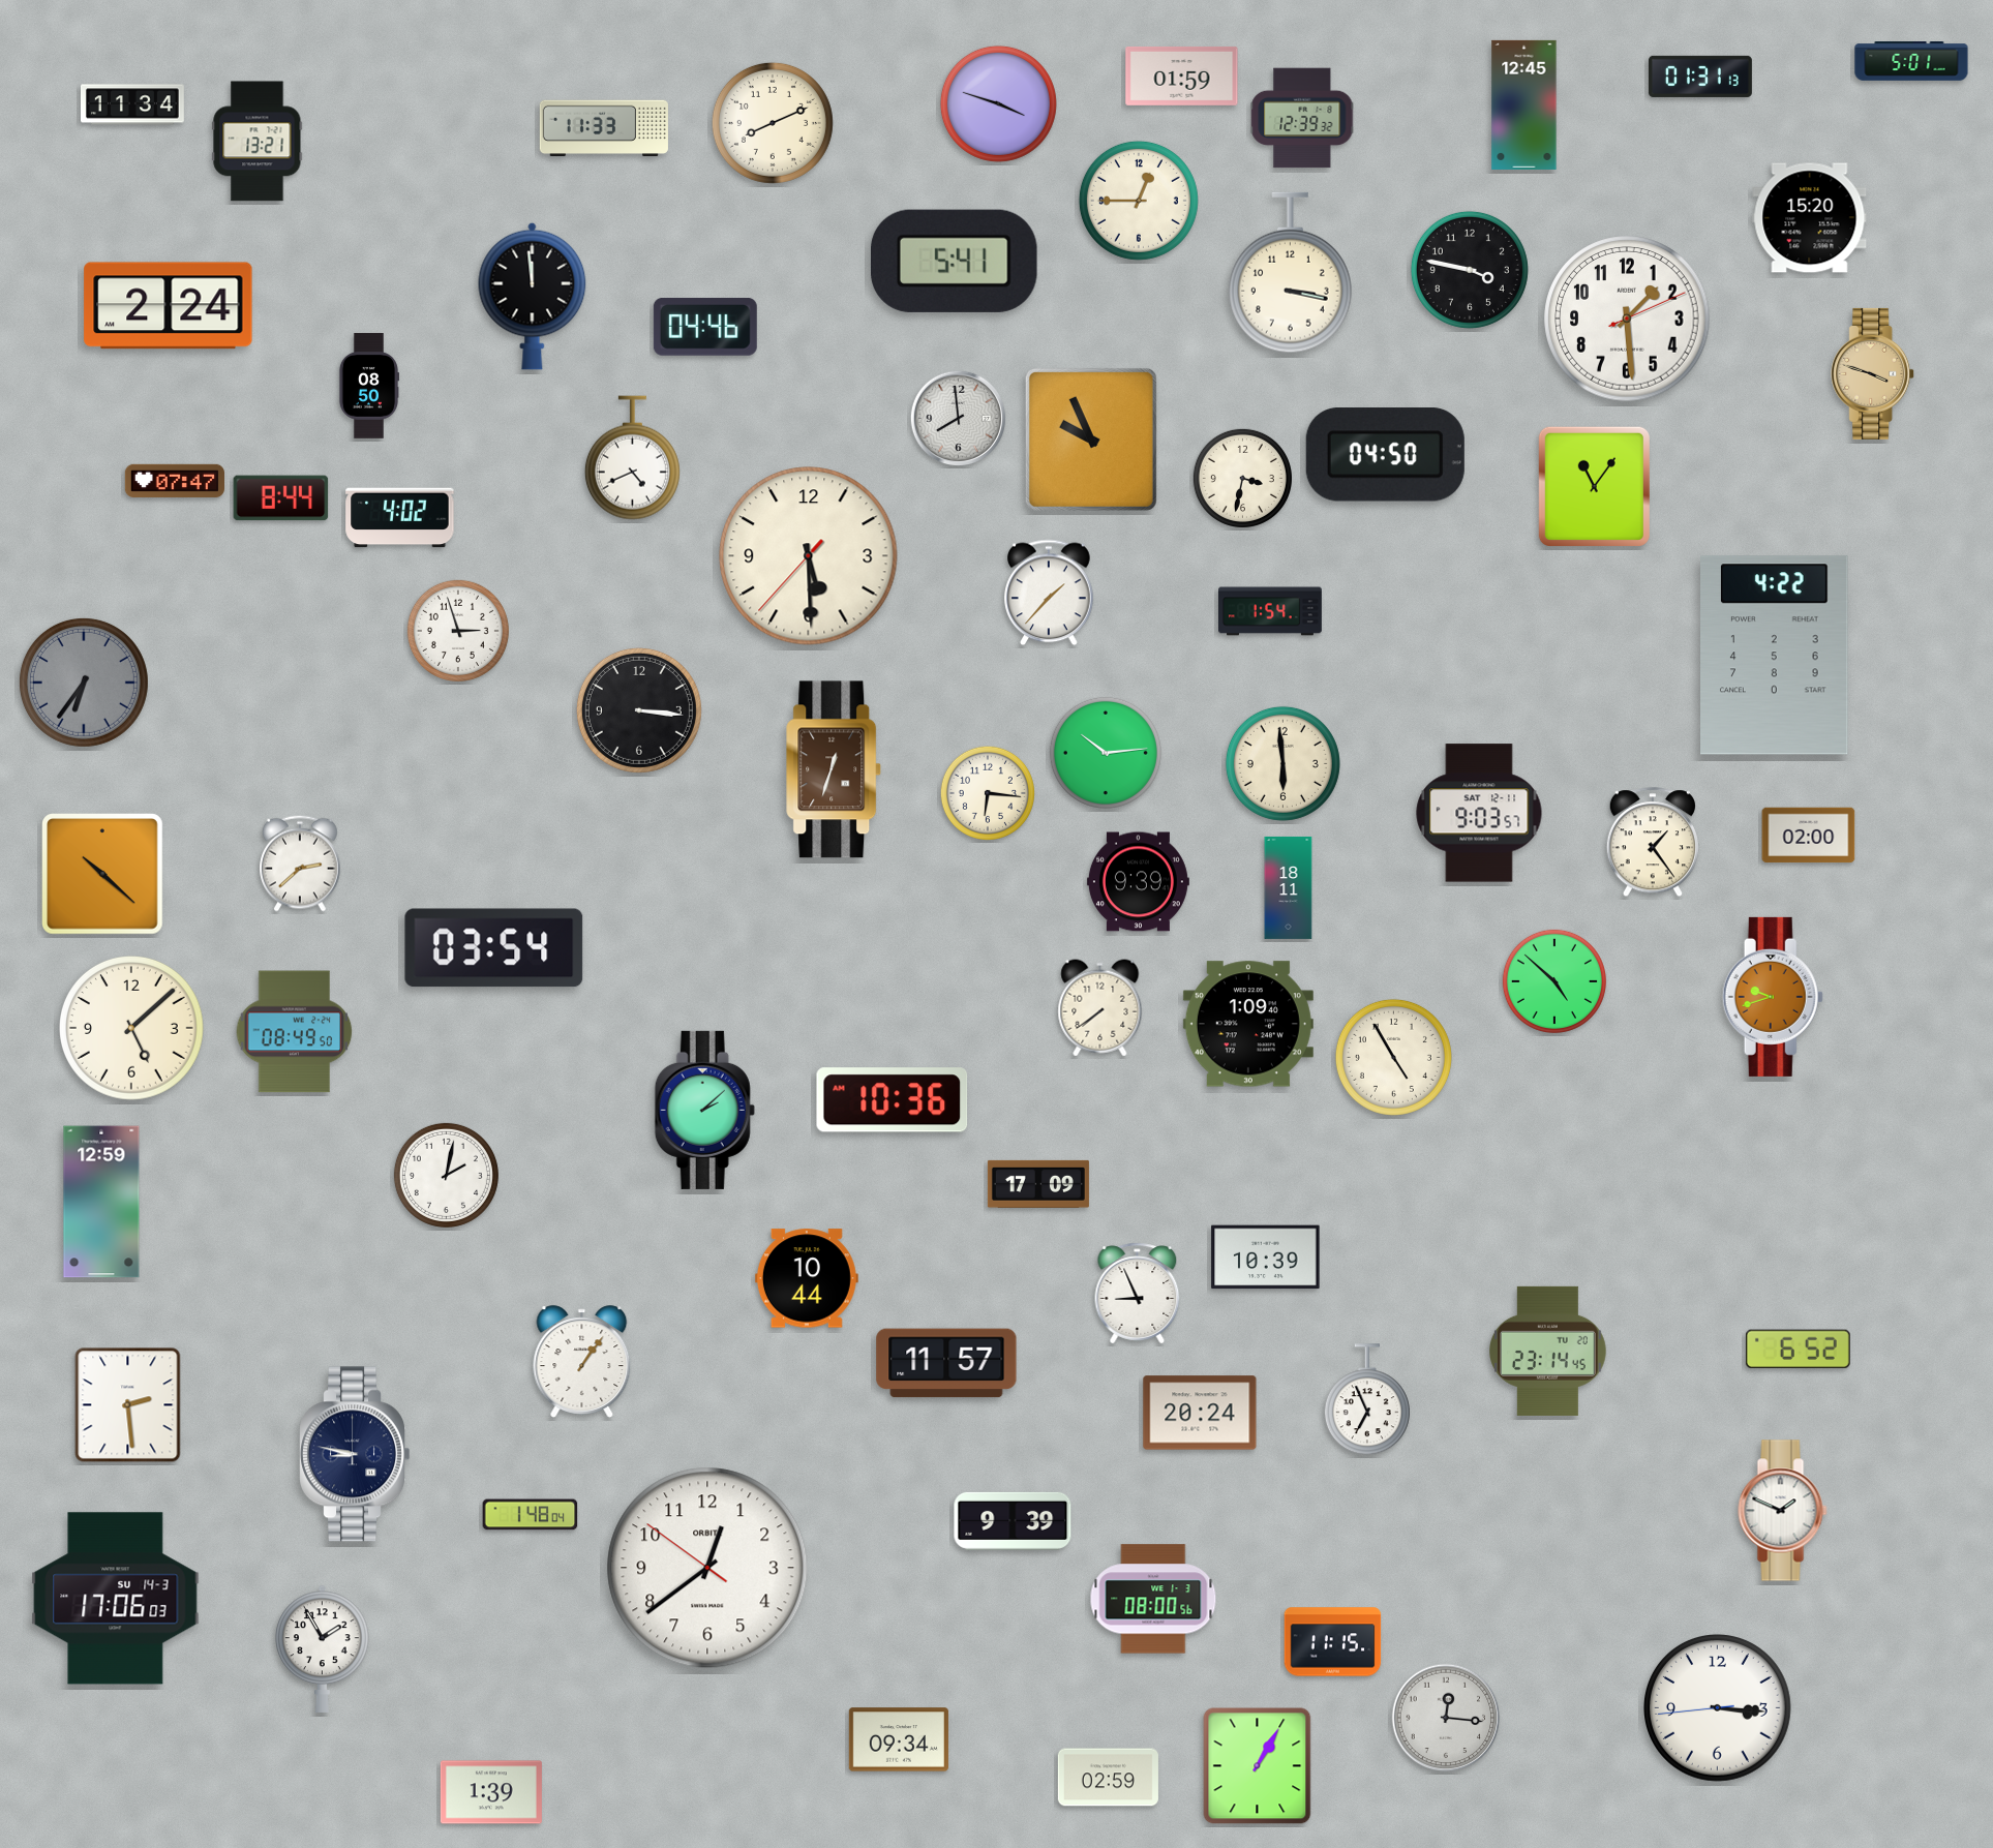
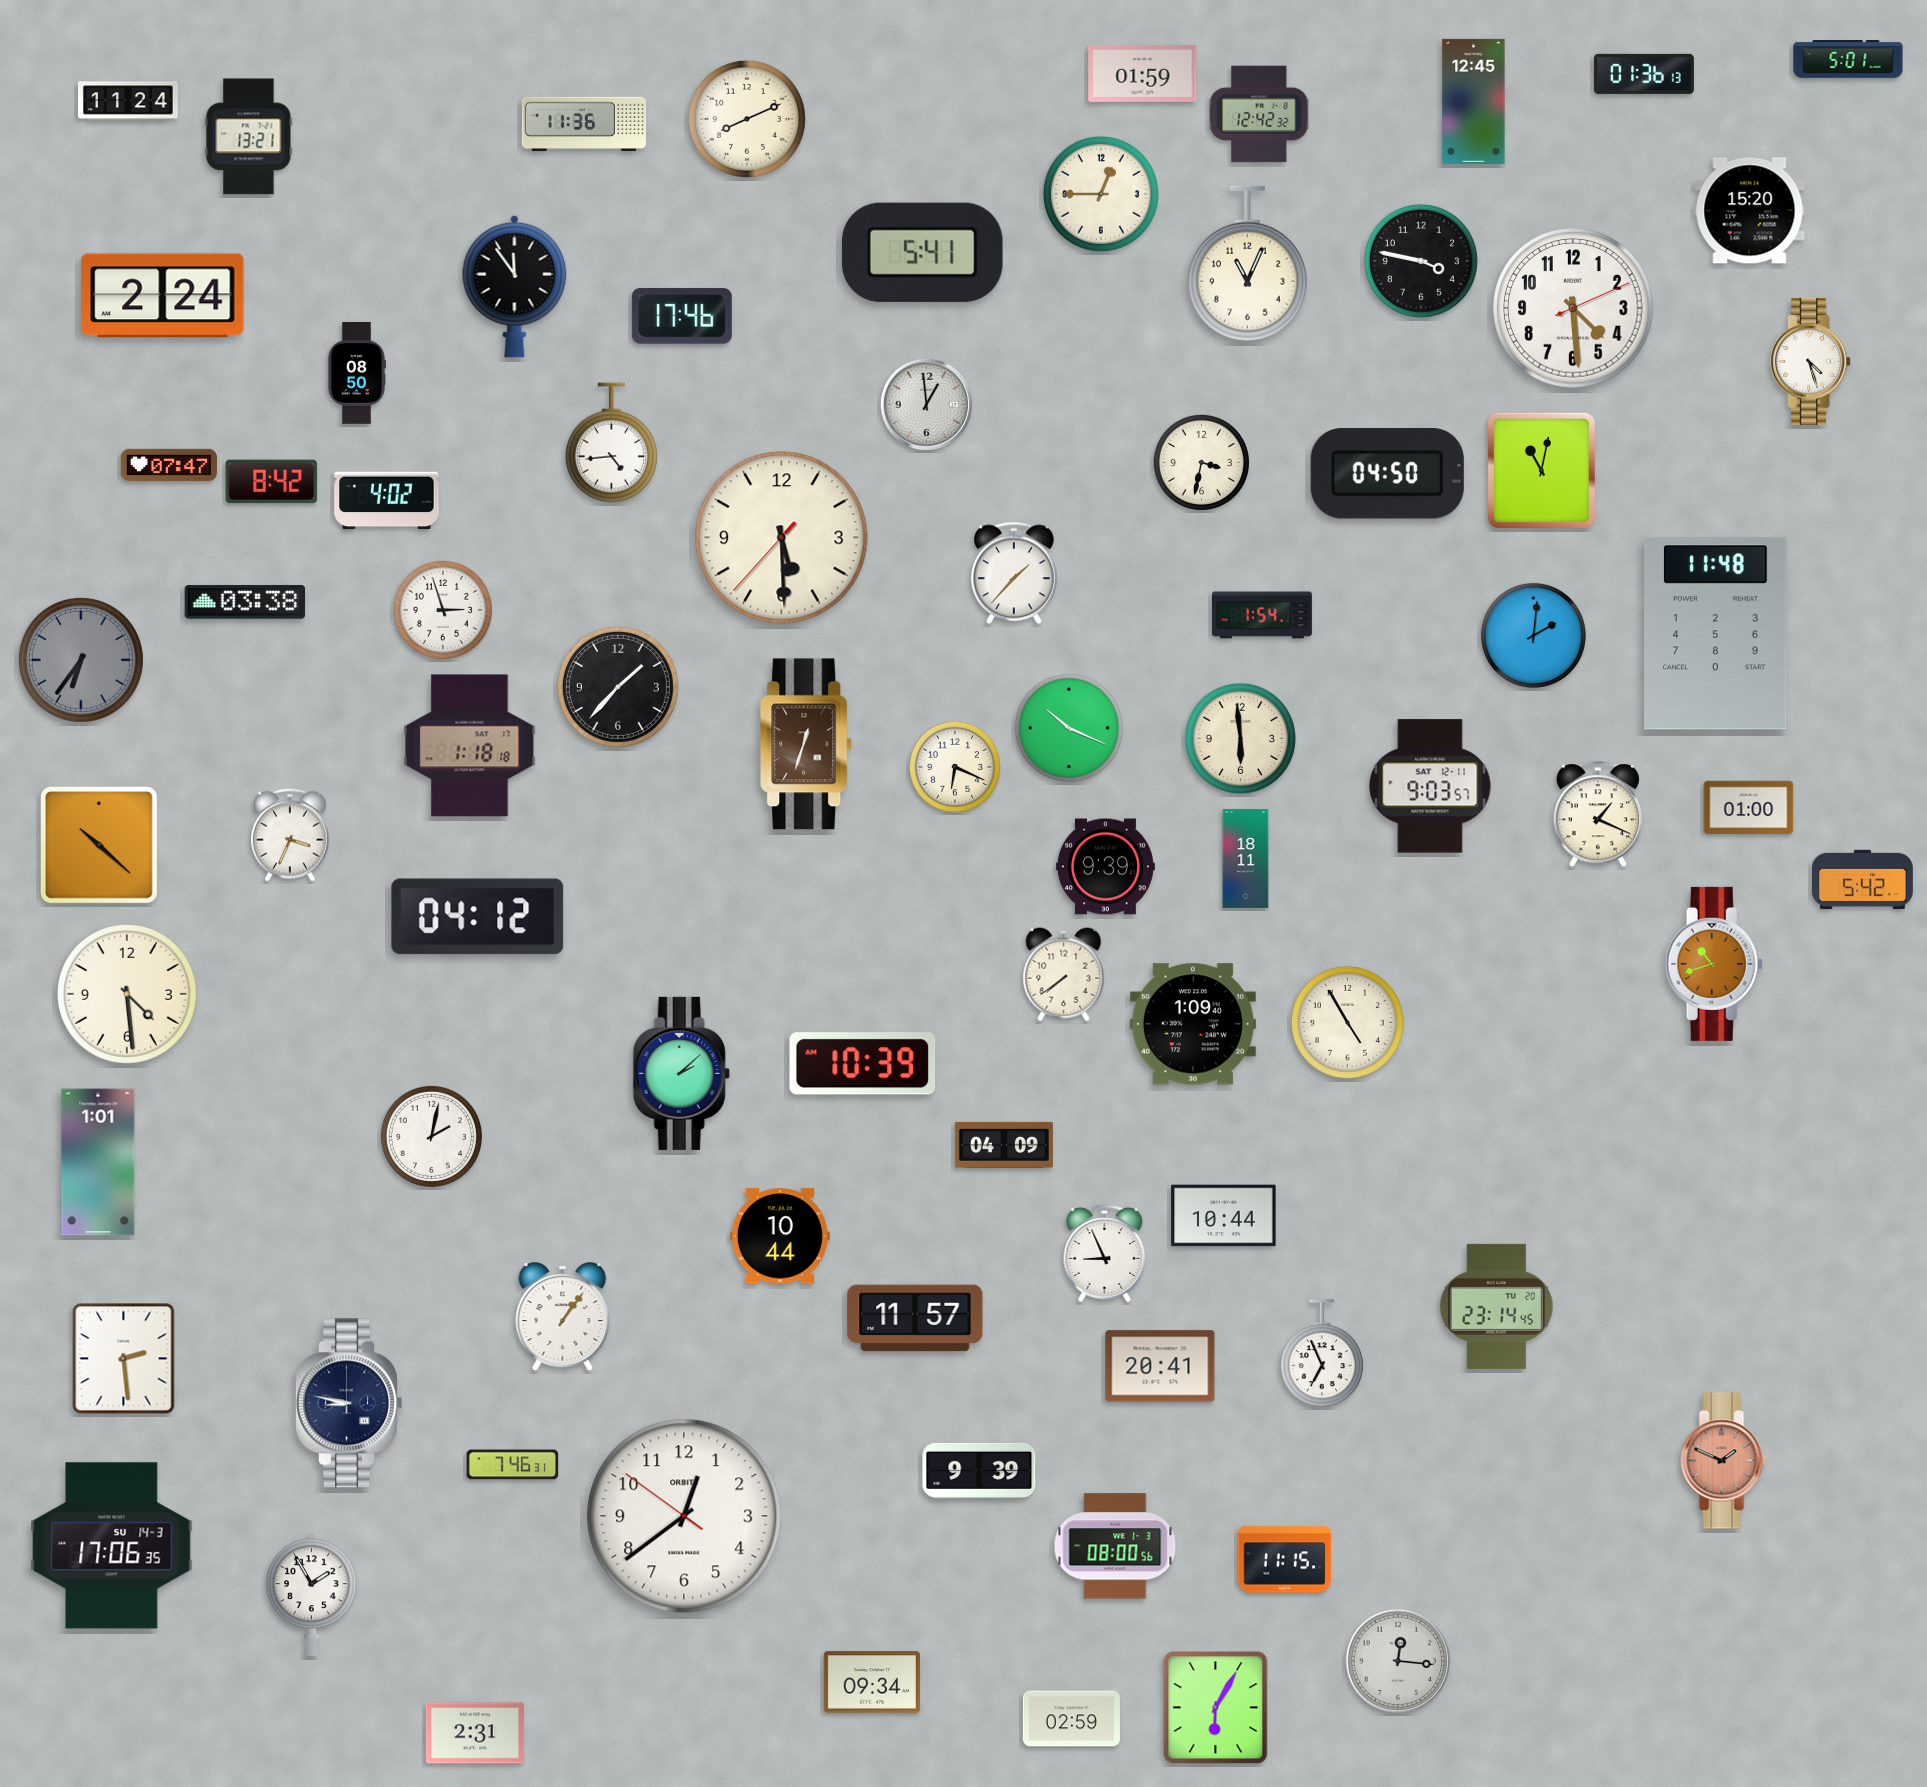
clock at (1700, 77): 01:31 -> 01:36
clock at (998, 103): 3:48 -> none
clock at (133, 104): 11:34 -> 11:24
clock at (1302, 118): 12:39 -> 12:42
clock at (604, 128): 11:33 -> 11:36
clock at (1291, 273): 3:17 -> 11:04
clock at (533, 296): 11:59 -> 11:54
clock at (1627, 319): 1:29 -> 4:29
clock at (705, 327): 04:46 -> 17:46
clock at (1873, 373): 3:48 -> 4:27
clock at (1873, 373) dial: champagne -> white
clock at (958, 418): 7:59 -> 12:59
clock at (1091, 440): 9:56 -> none
clock at (1385, 455) position: (1385, 455) -> (1387, 474)
clock at (632, 458): 4:41 -> 4:44
clock at (1594, 486): 11:06 -> 11:02
clock at (281, 498): 8:44 -> 8:42
clock at (1271, 611) position: (1271, 611) -> (1263, 615)
clock at (245, 602): none -> 03:38
clock at (1775, 656): 4:22 -> 11:48
clock at (1533, 635): none -> 2:01
clock at (639, 710): 3:16 -> 1:37
clock at (1106, 753): 10:14 -> 10:19
clock at (470, 746): none -> 1:18
clock at (987, 792): 6:16 -> 6:19
clock at (1809, 836): 02:00 -> 01:00
clock at (1653, 843): 1:24 -> 1:19
clock at (301, 864): 2:38 -> 3:34
clock at (1138, 882) position: (1138, 882) -> (1105, 867)
clock at (1863, 879): none -> 5:42
clock at (494, 948): 03:54 -> 04:12
clock at (1554, 981): 4:52 -> none
clock at (1773, 997): 9:42 -> 10:42
clock at (1248, 1024) position: (1248, 1024) -> (1193, 1024)
clock at (132, 1029): 5:08 -> 4:29
clock at (295, 1032): 08:49 -> none
clock at (893, 1100): 10:36 -> 10:39
clock at (1038, 1184): 17:09 -> 04:09
clock at (101, 1202): 12:59 -> 1:01
clock at (1266, 1258): 10:39 -> 10:44
clock at (1138, 1294) position: (1138, 1294) -> (1105, 1254)
clock at (1798, 1349): 6:52 -> none
clock at (1200, 1413): 20:24 -> 20:41
clock at (354, 1454) position: (354, 1454) -> (348, 1403)
clock at (1783, 1511) dial: white -> salmon
clock at (531, 1515): 1:48 -> 7:46
clock at (116, 1599): 17:06:03 -> 17:06:35
clock at (1333, 1642) position: (1333, 1642) -> (1285, 1560)
clock at (1718, 1708): 3:15 -> none
clock at (899, 1739) position: (899, 1739) -> (872, 1682)
clock at (1258, 1766): 1:05 -> 6:05
clock at (491, 1792): 1:39 -> 2:31
